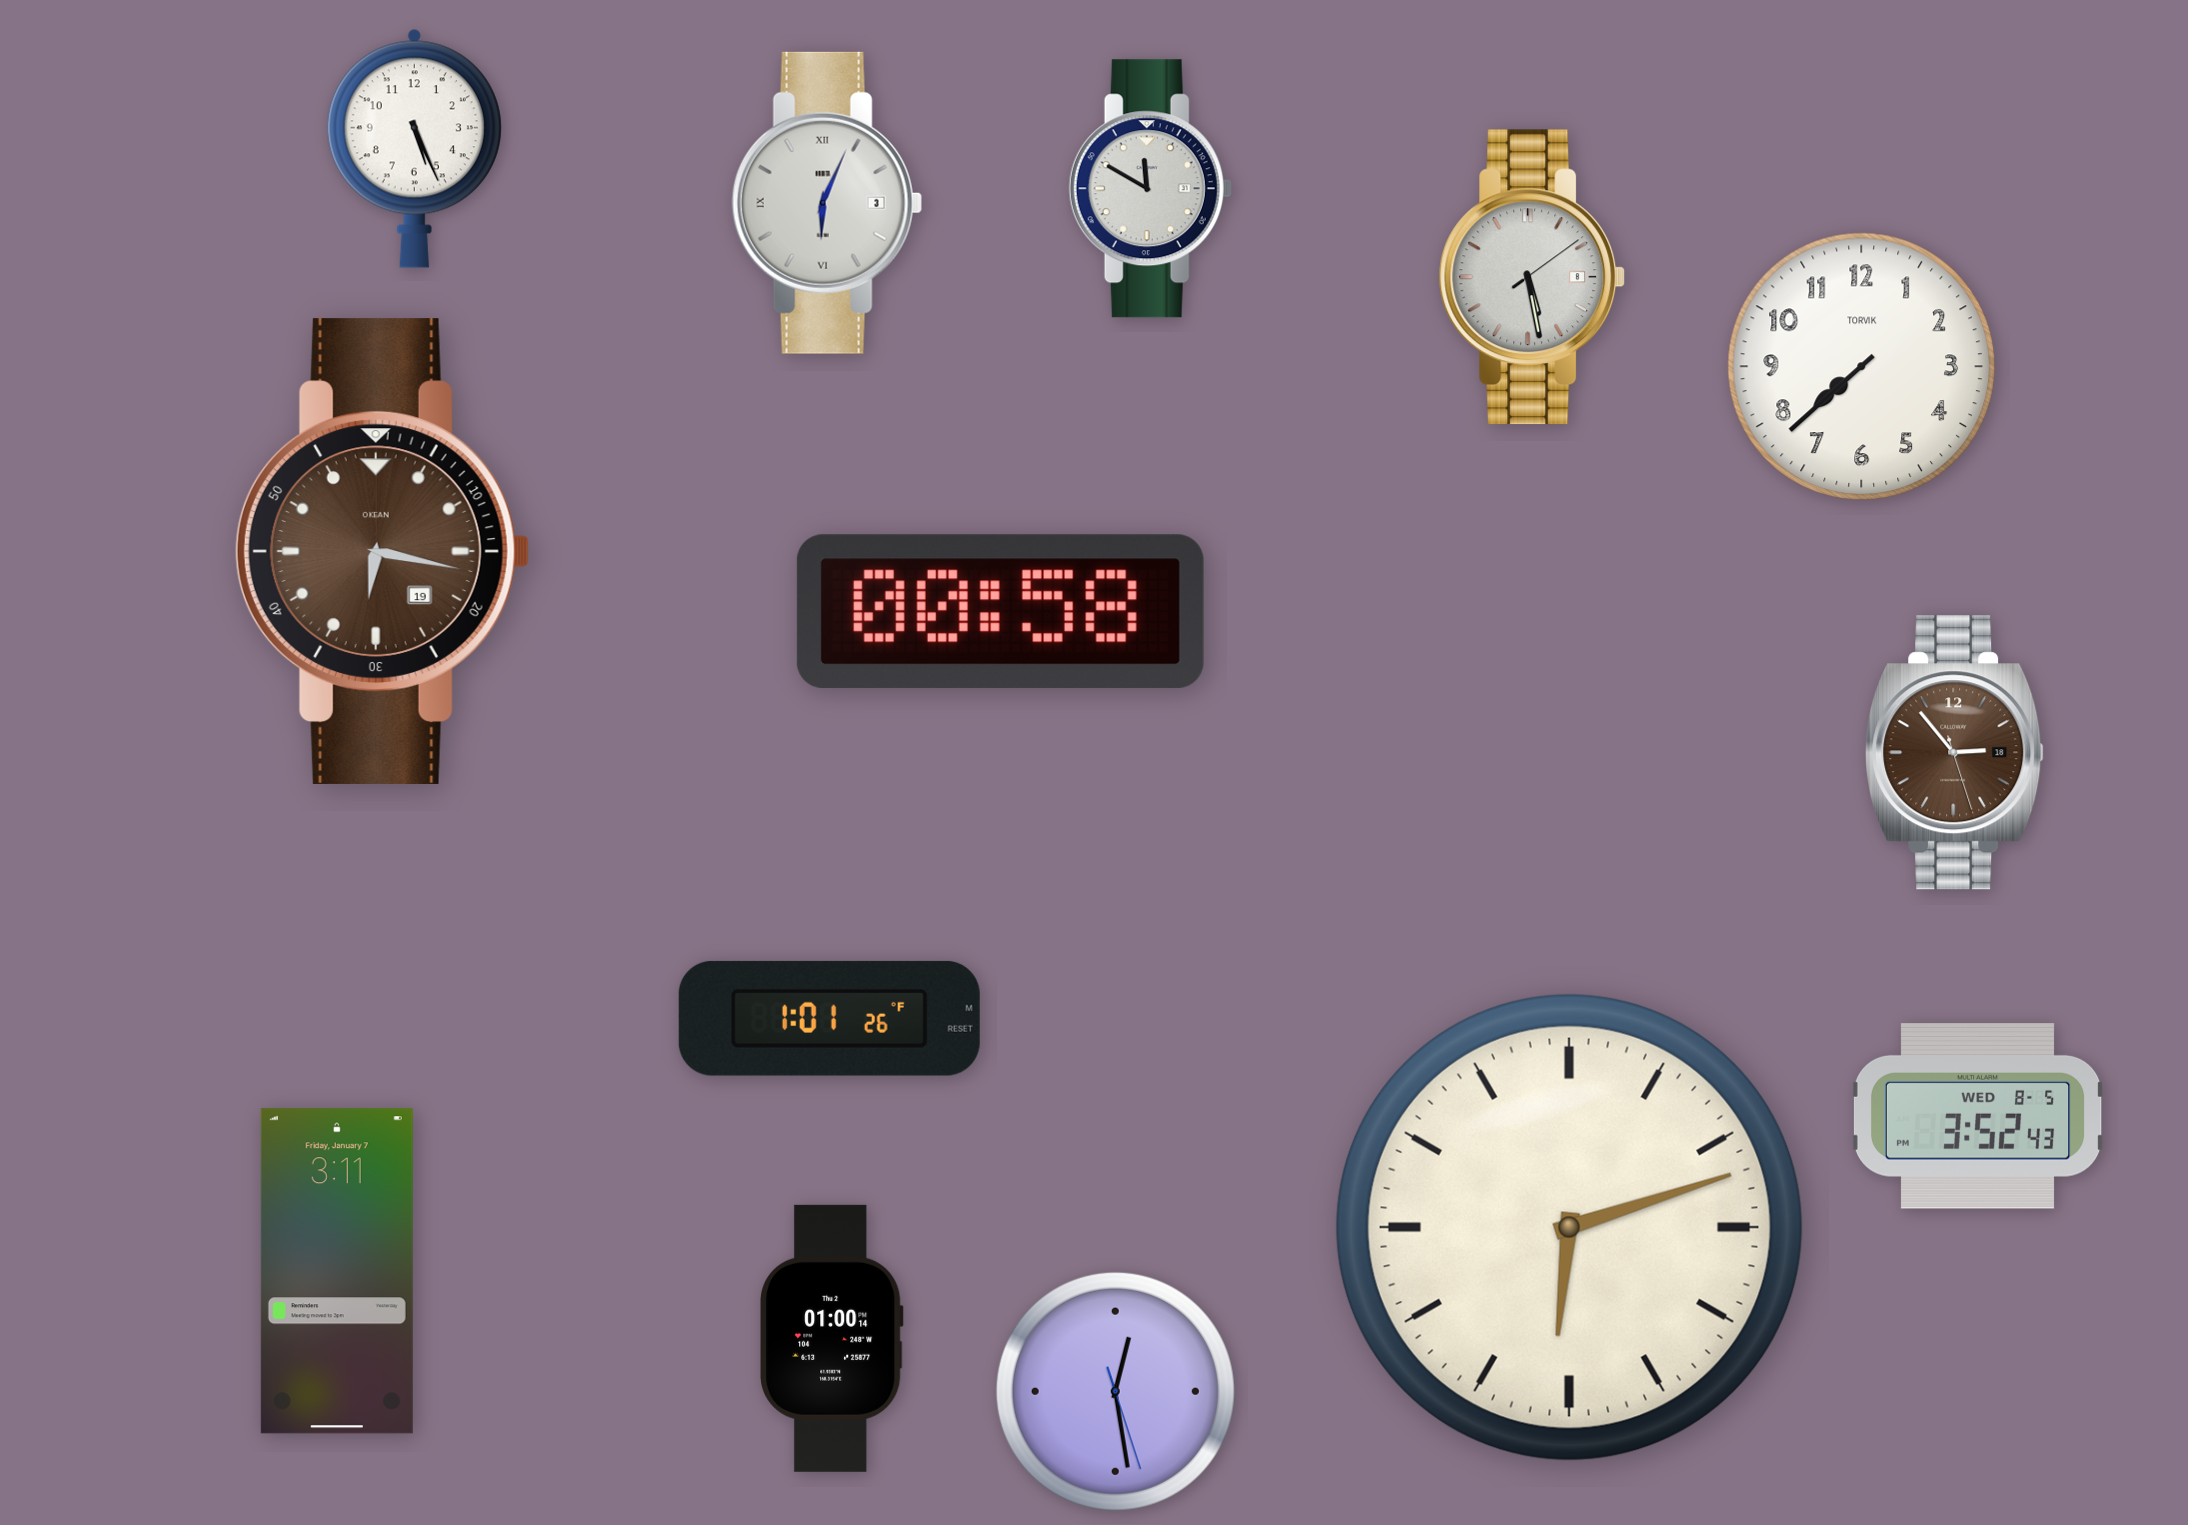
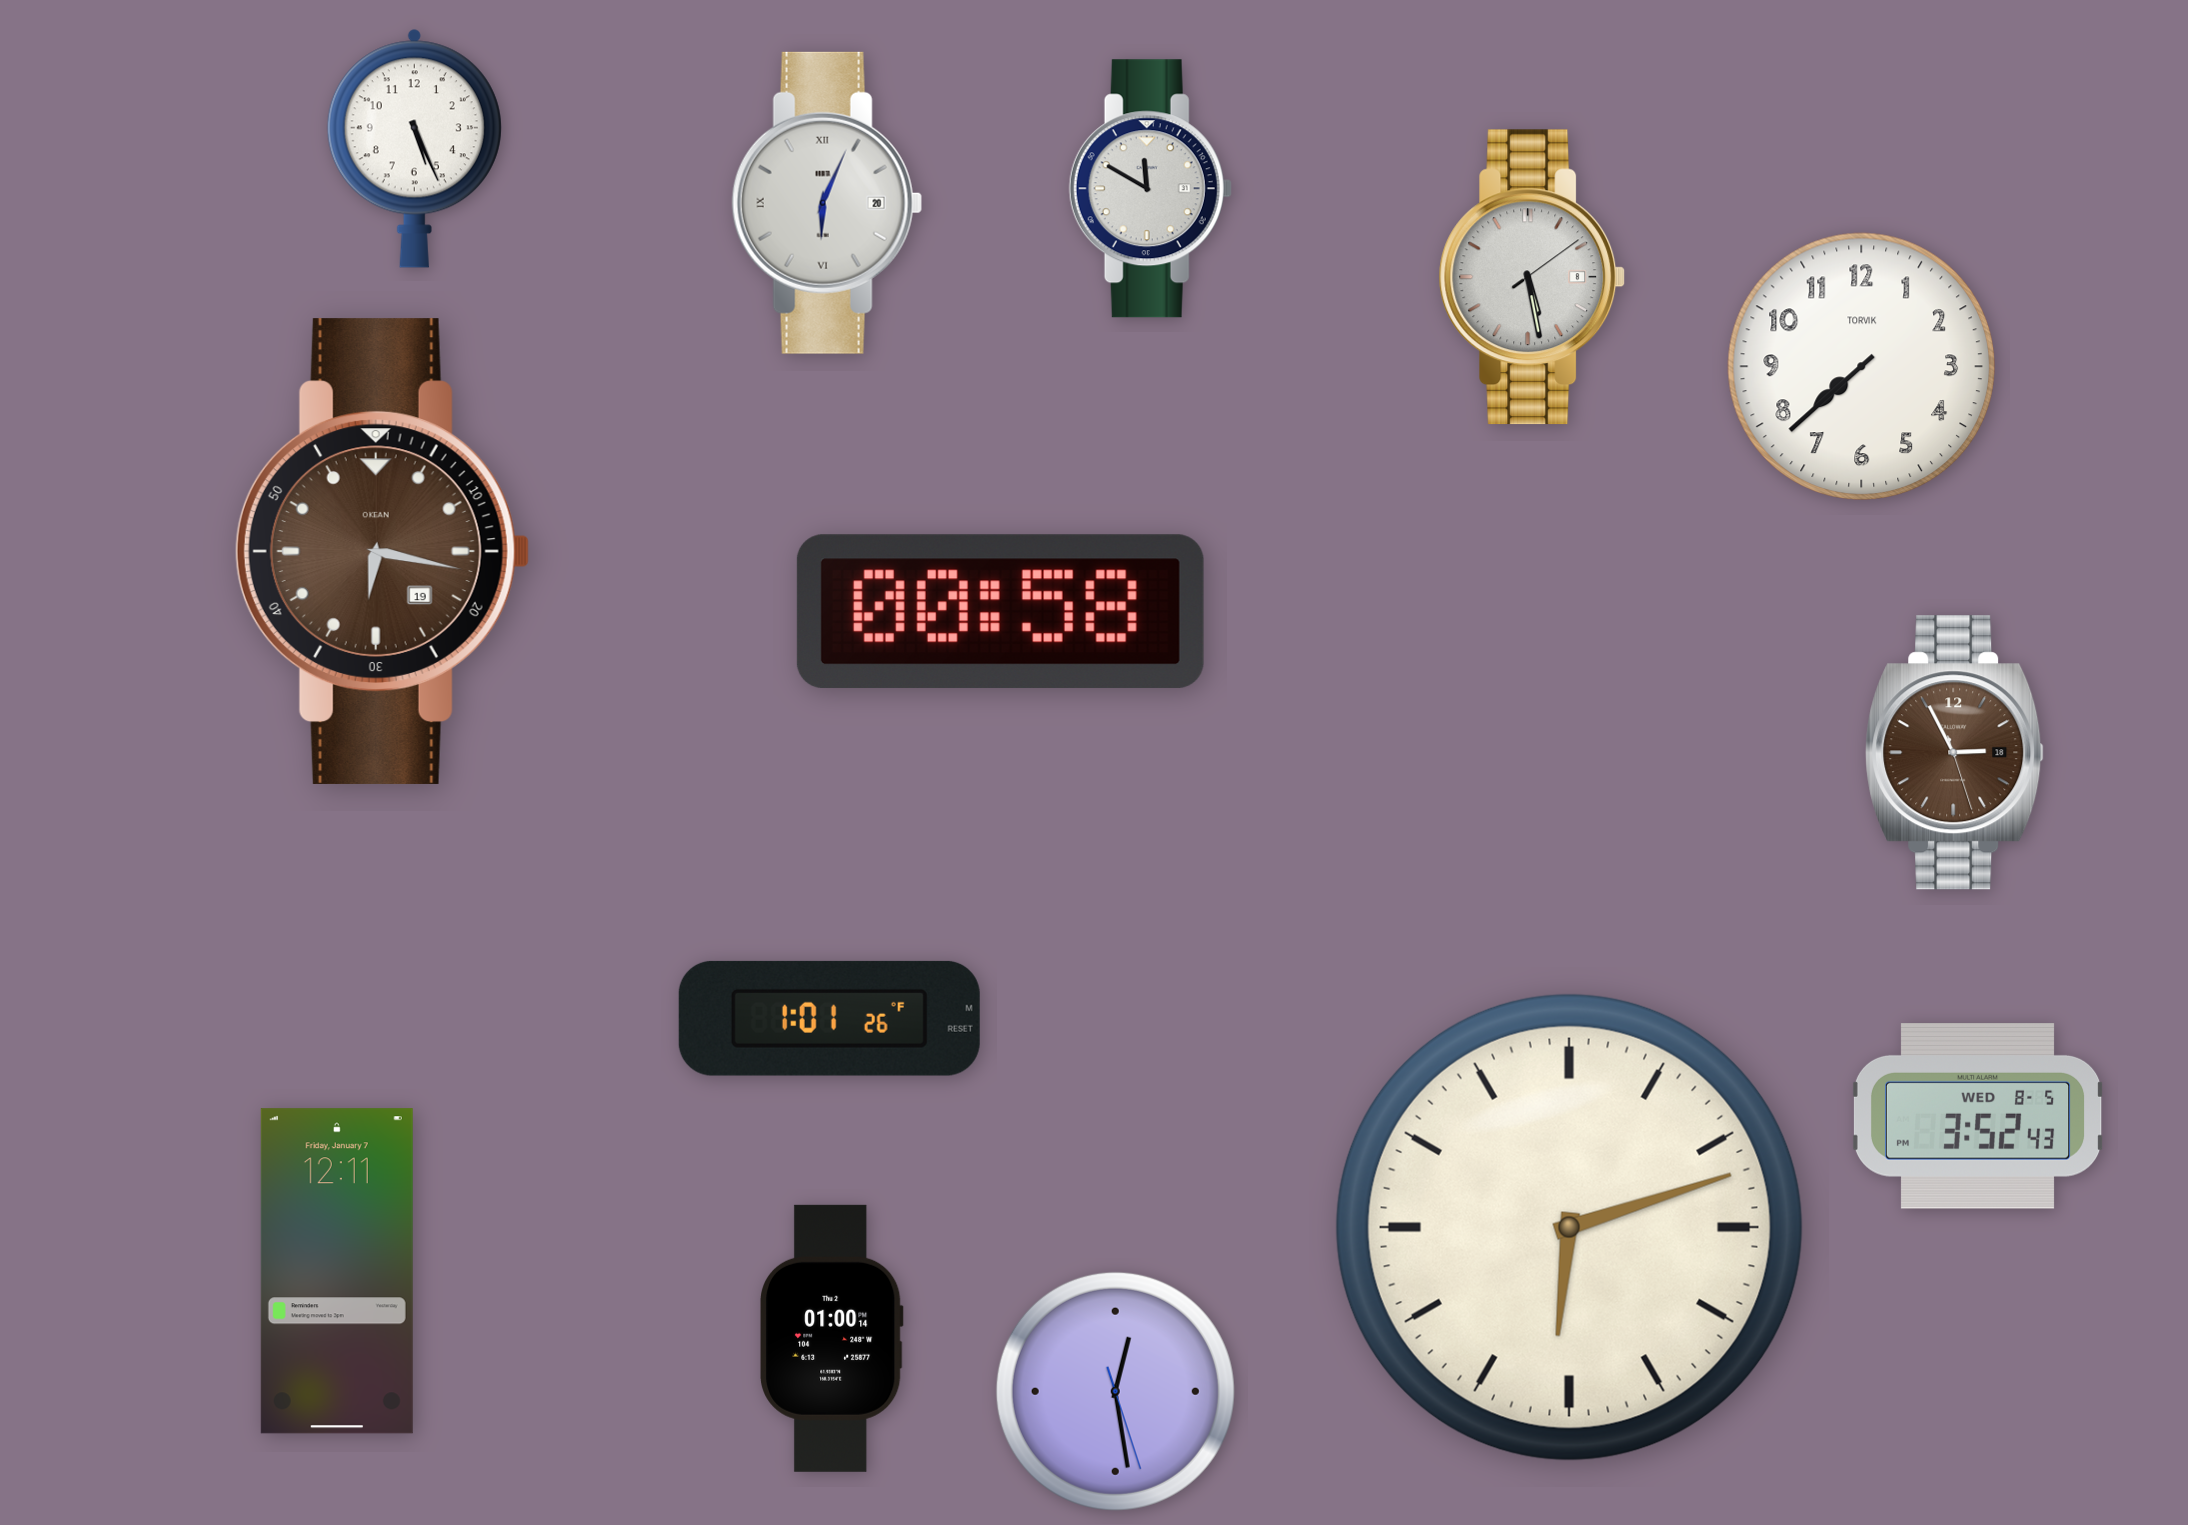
clock at (827, 203) date: 3 -> 20
clock at (1955, 753): 2:53 -> 2:55
clock at (337, 1271): 3:11 -> 12:11
